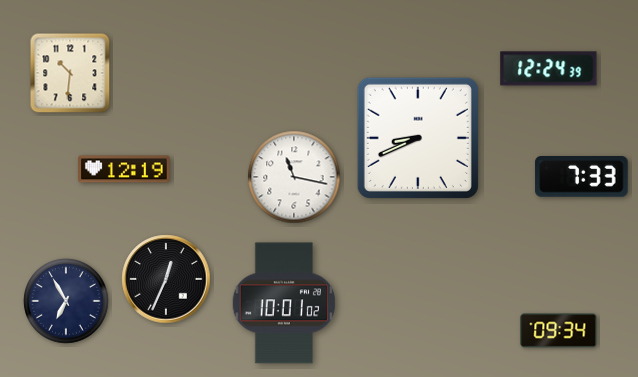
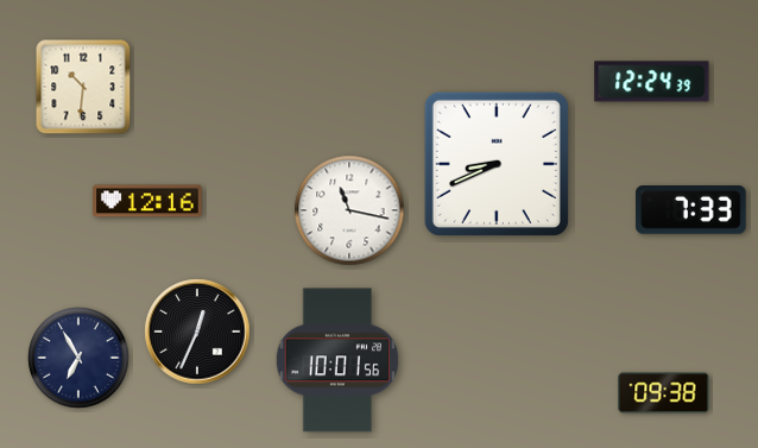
clock at (124, 169): 12:19 -> 12:16
clock at (283, 303): 10:01:02 -> 10:01:56
clock at (559, 331): 09:34 -> 09:38
